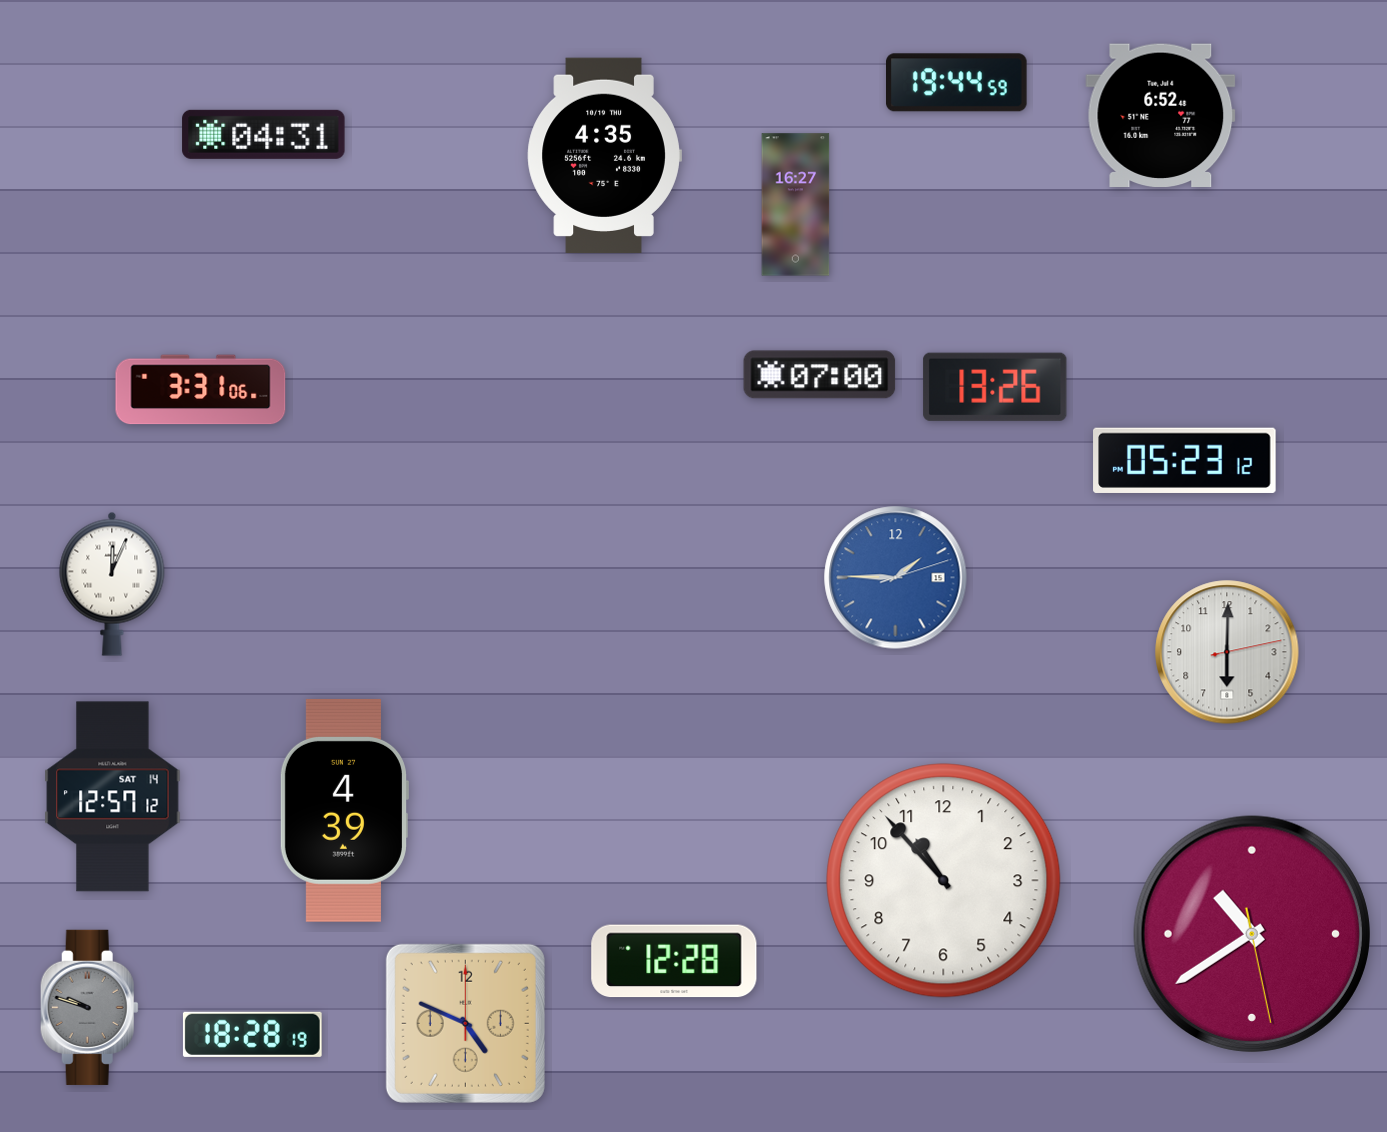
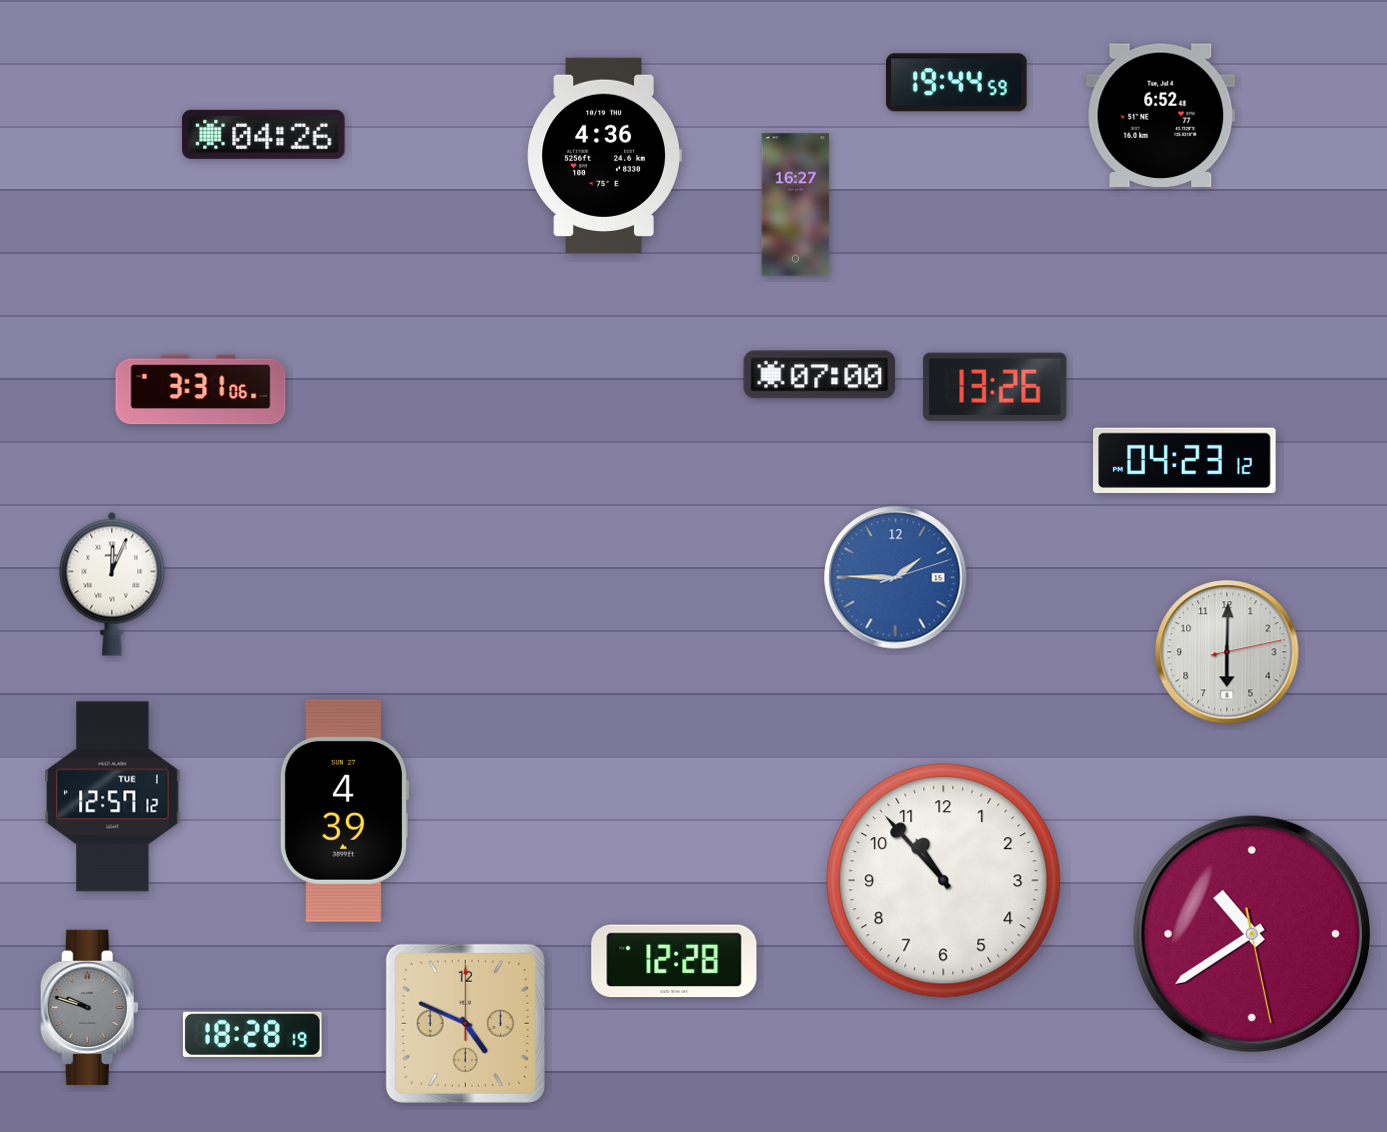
clock at (264, 134): 04:31 -> 04:26
clock at (604, 156): 4:35 -> 4:36
clock at (1185, 460): 05:23 -> 04:23
clock at (113, 797) date: SAT 14 -> TUE 1
